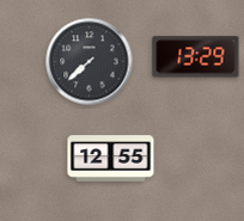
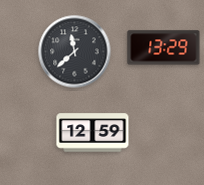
clock at (90, 62): 7:38 -> 11:38
clock at (111, 159): 12:55 -> 12:59
